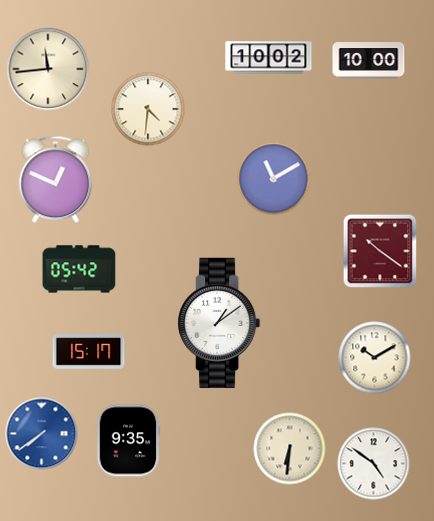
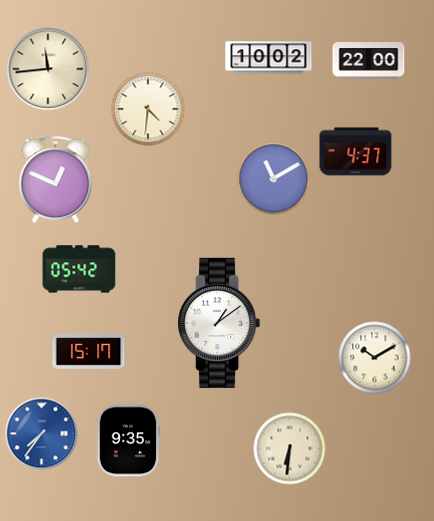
clock at (369, 61): 10:00 -> 22:00
clock at (356, 152): none -> 4:37
clock at (380, 251): 10:21 -> none
clock at (42, 434): 7:39 -> 7:36
clock at (374, 464): 4:51 -> none
